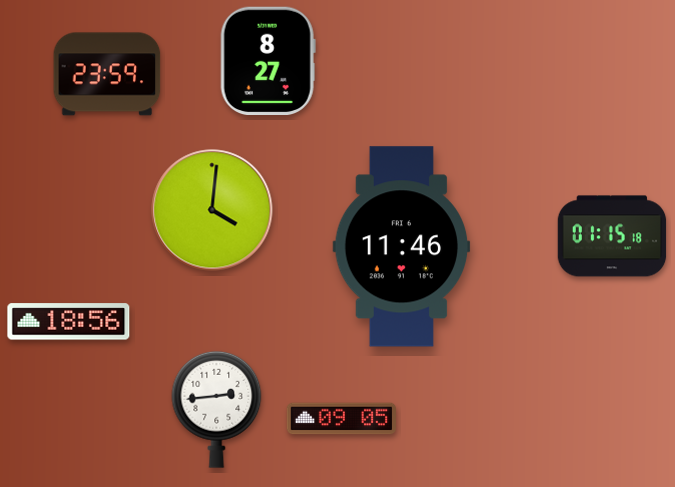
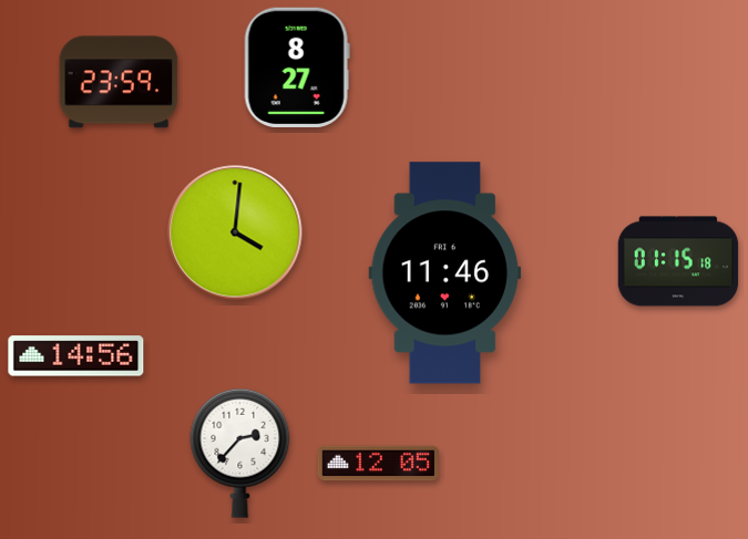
clock at (69, 322): 18:56 -> 14:56
clock at (217, 409): 2:44 -> 2:37
clock at (341, 419): 09:05 -> 12:05
